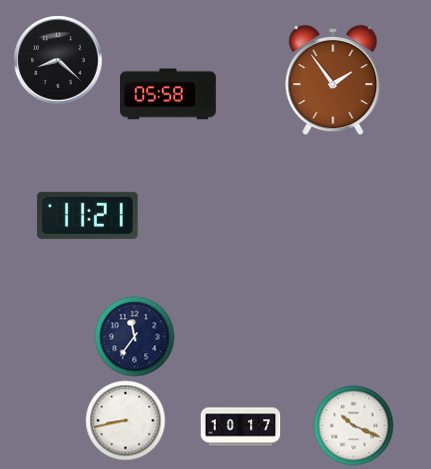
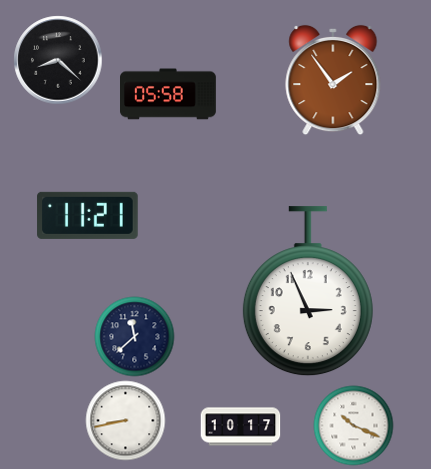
clock at (308, 292): none -> 2:56
clock at (134, 336): 11:36 -> 11:38
